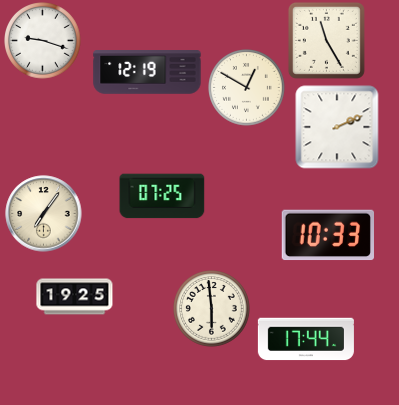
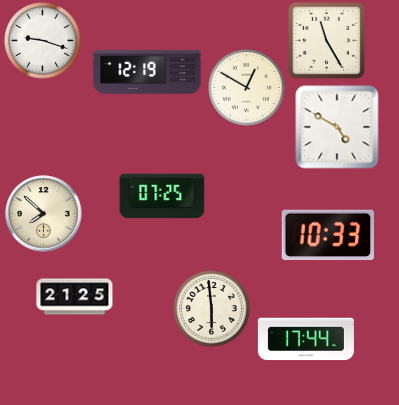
clock at (337, 127): 2:11 -> 4:50
clock at (44, 214): 7:06 -> 7:52
clock at (75, 297): 19:25 -> 21:25
